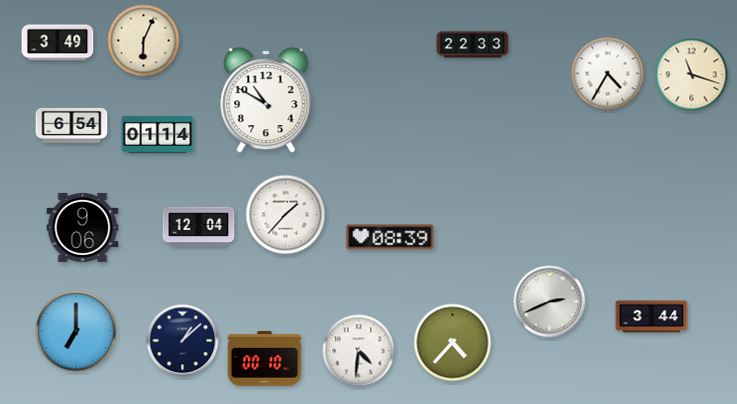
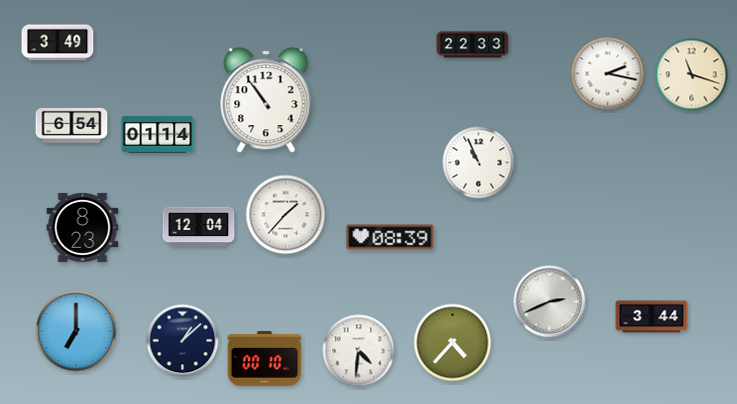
clock at (144, 41): 6:04 -> none
clock at (608, 74): 4:35 -> 2:17
clock at (266, 100): 10:50 -> 10:54
clock at (479, 163): none -> 10:56
clock at (83, 227): 9:06 -> 8:23
